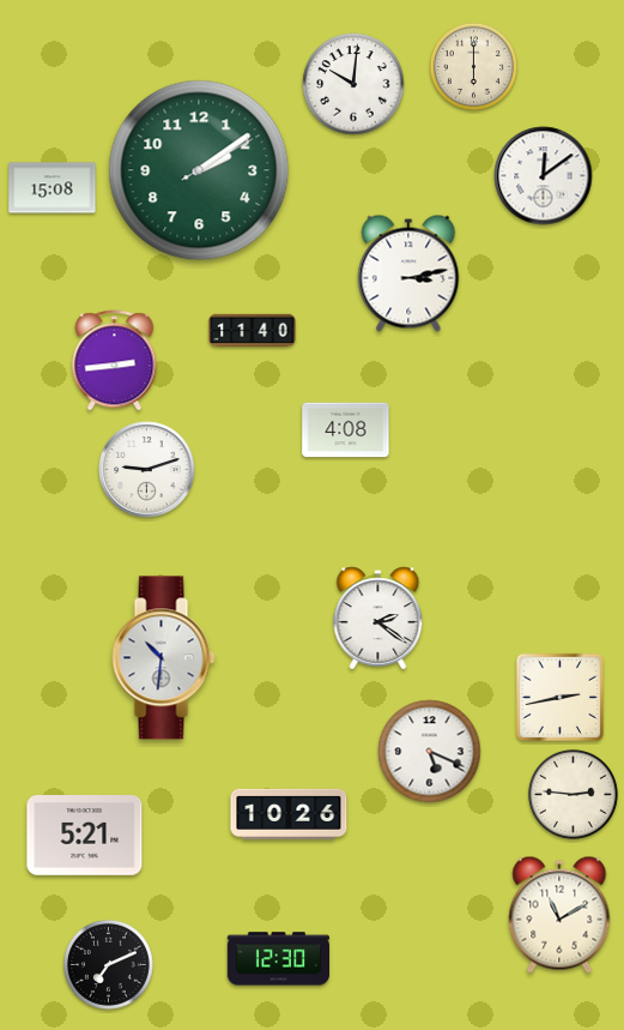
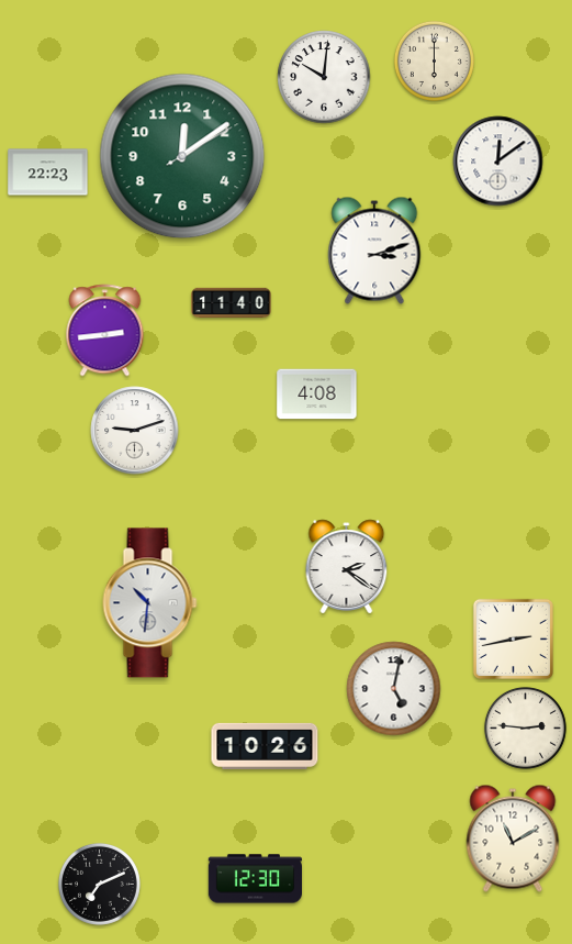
clock at (199, 170): 2:09 -> 12:09
clock at (53, 188): 15:08 -> 22:23
clock at (408, 273): 3:13 -> 3:12
clock at (430, 752): 5:19 -> 5:02
clock at (85, 836): 5:21 -> none
